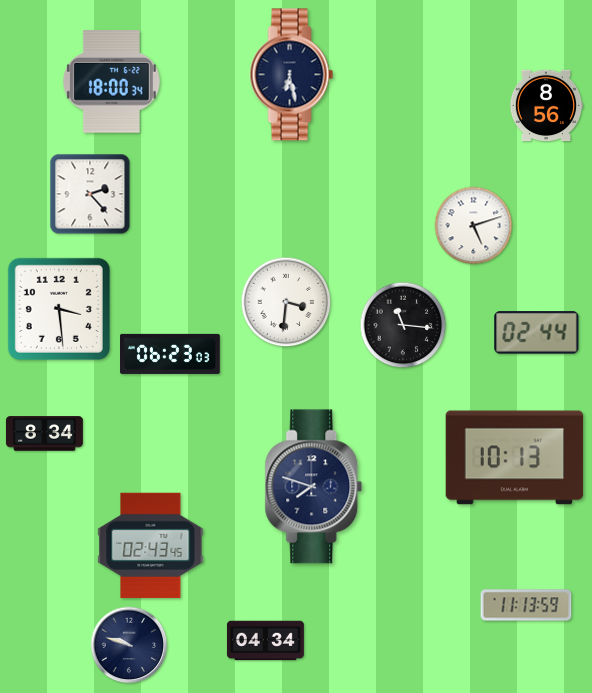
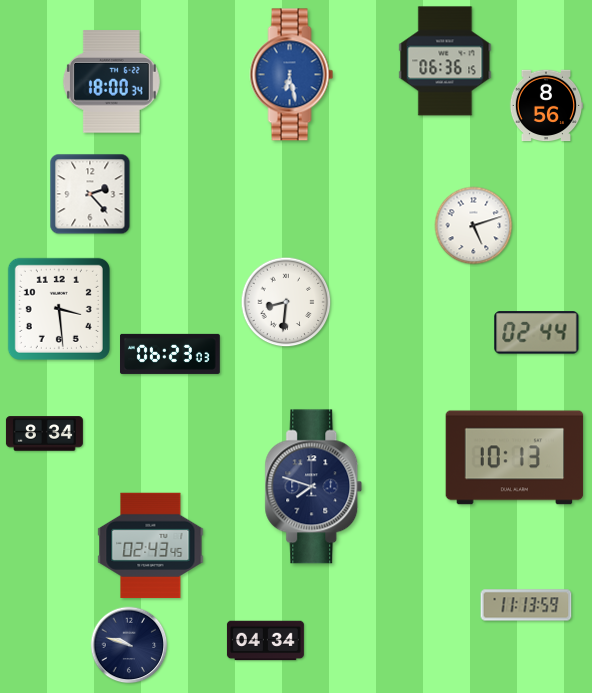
clock at (445, 61): none -> 06:36
clock at (292, 75) dial: navy -> blue
clock at (286, 302): 3:31 -> 8:31
clock at (403, 325): 11:16 -> none
